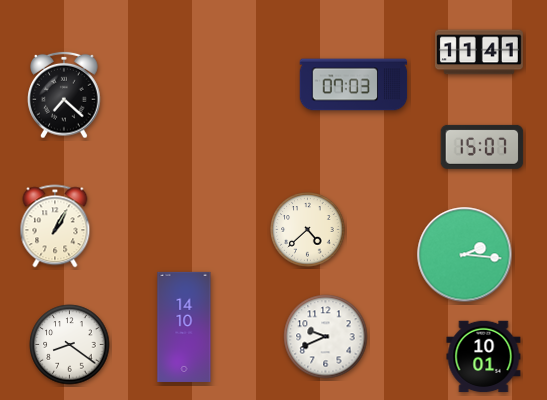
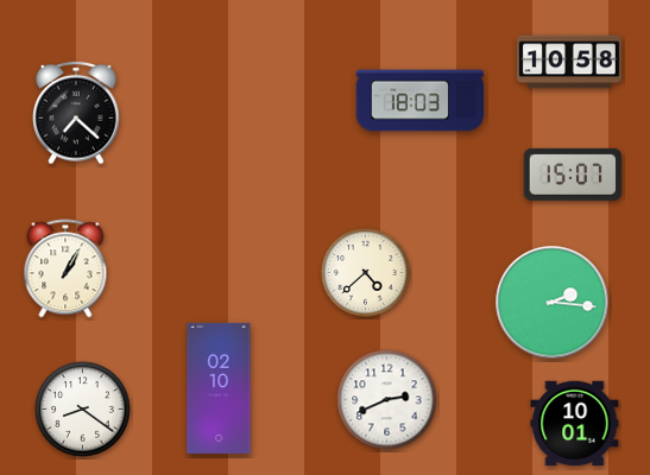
clock at (479, 52): 11:41 -> 10:58
clock at (354, 85): 07:03 -> 18:03
clock at (184, 327): 14:10 -> 02:10
clock at (326, 337): 9:41 -> 2:41
